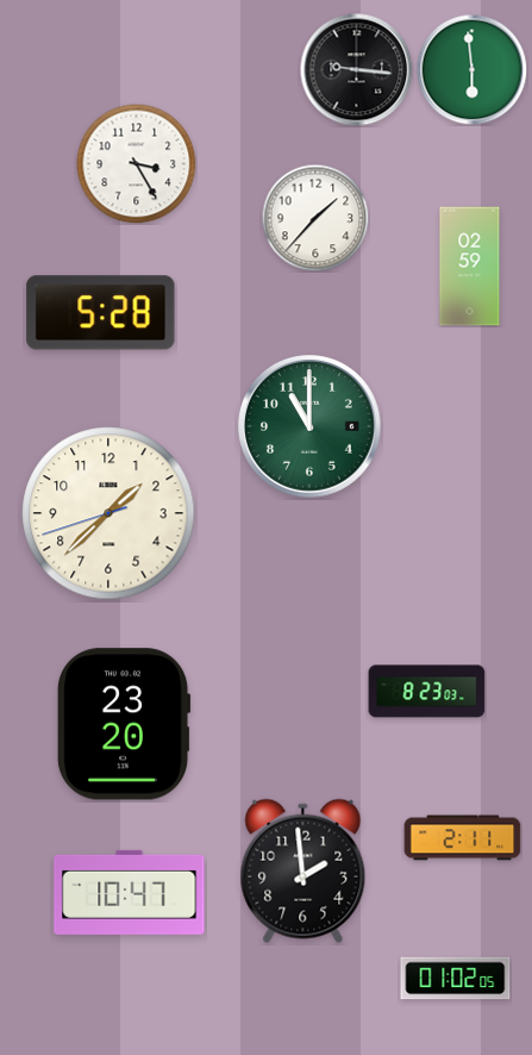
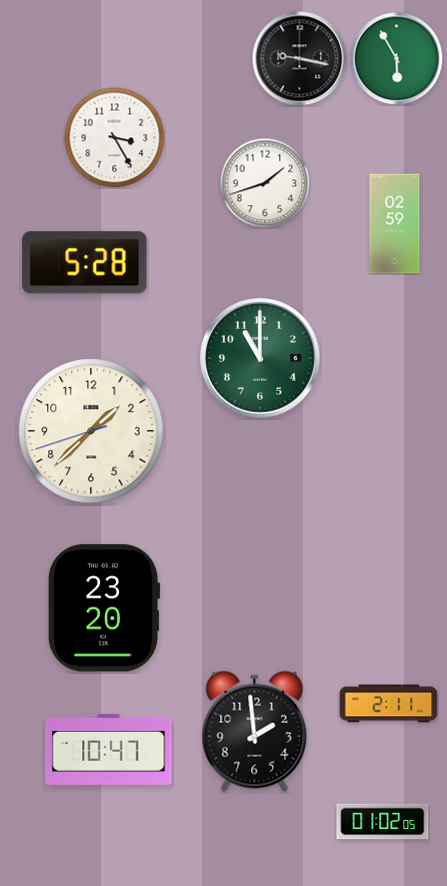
clock at (356, 69): 9:16 -> 9:17
clock at (471, 69): 5:59 -> 5:55
clock at (315, 218): 1:37 -> 1:42
clock at (427, 692): 8:23 -> none
